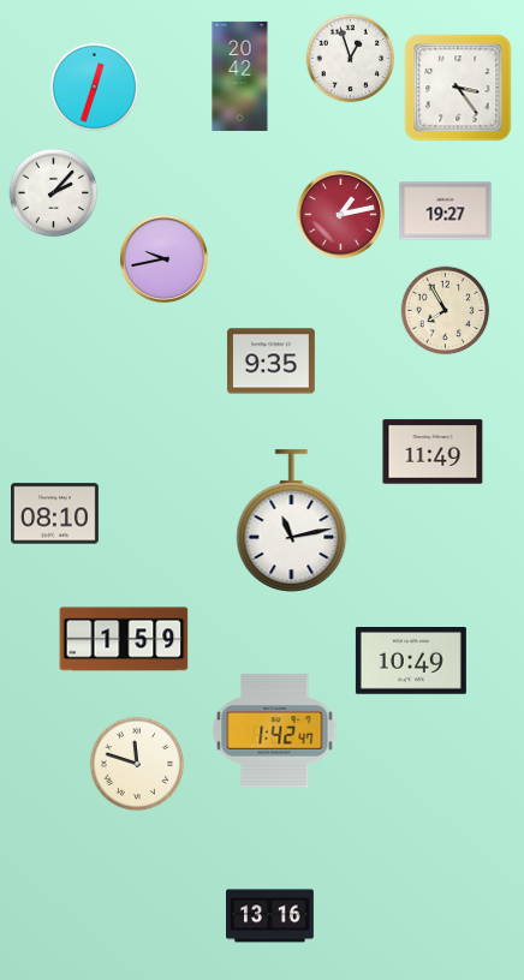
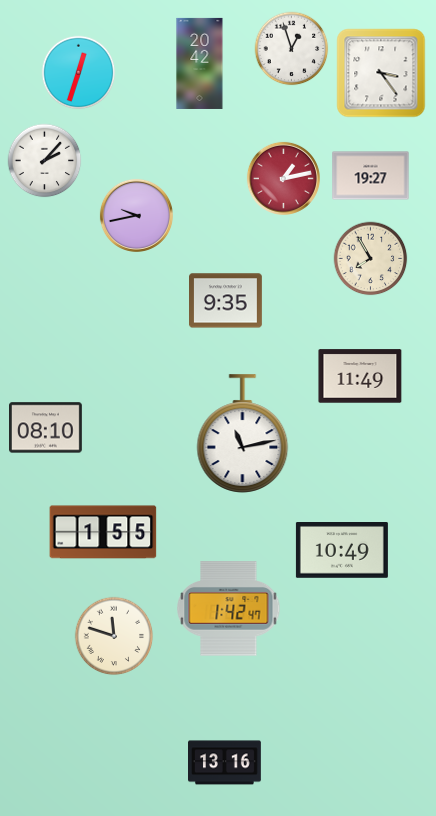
clock at (124, 639): 1:59 -> 1:55
